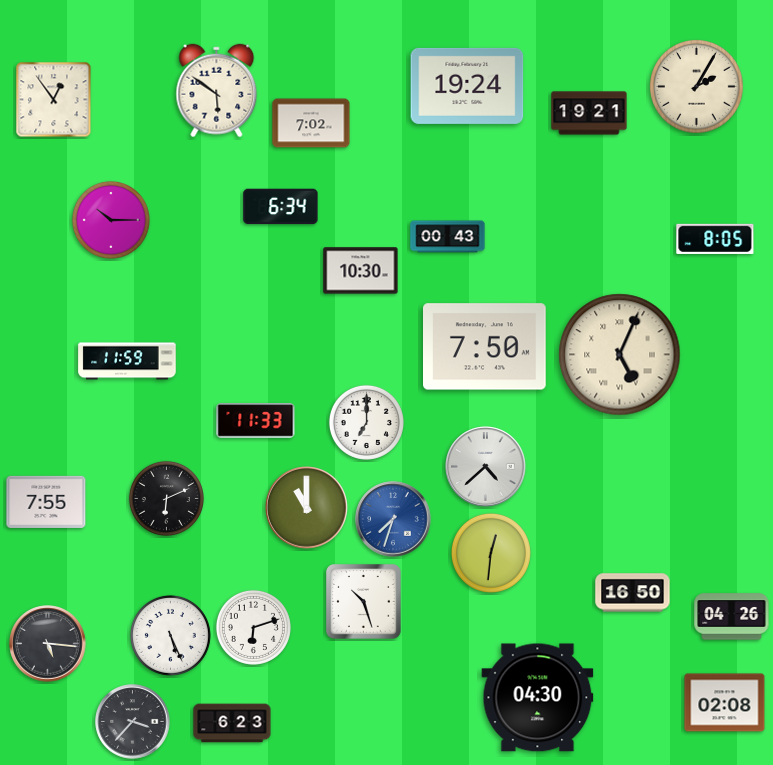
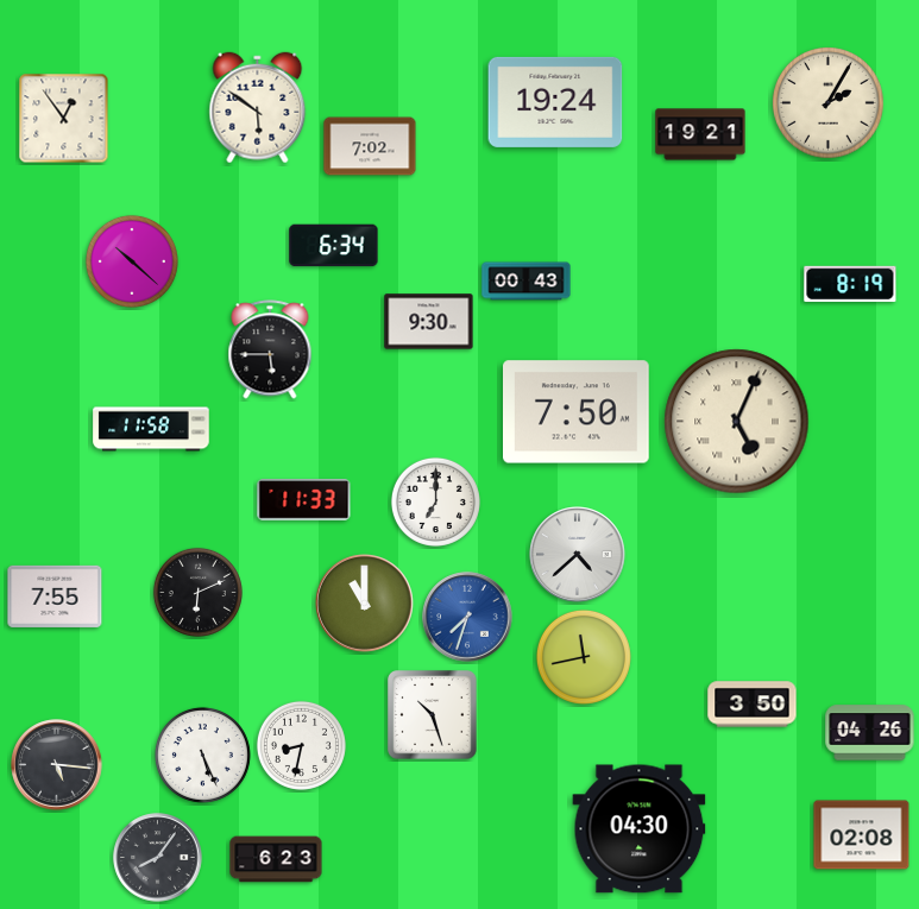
clock at (111, 220): 10:15 -> 10:22
clock at (448, 237) position: (448, 237) -> (527, 282)
clock at (715, 239): 8:05 -> 8:19
clock at (361, 271): 10:30 -> 9:30
clock at (270, 349): none -> 5:45
clock at (127, 361): 11:59 -> 11:58
clock at (491, 553): 12:31 -> 11:43
clock at (633, 593): 16:50 -> 3:50
clock at (253, 627): 6:12 -> 8:32
clock at (133, 722): 3:37 -> 8:06
